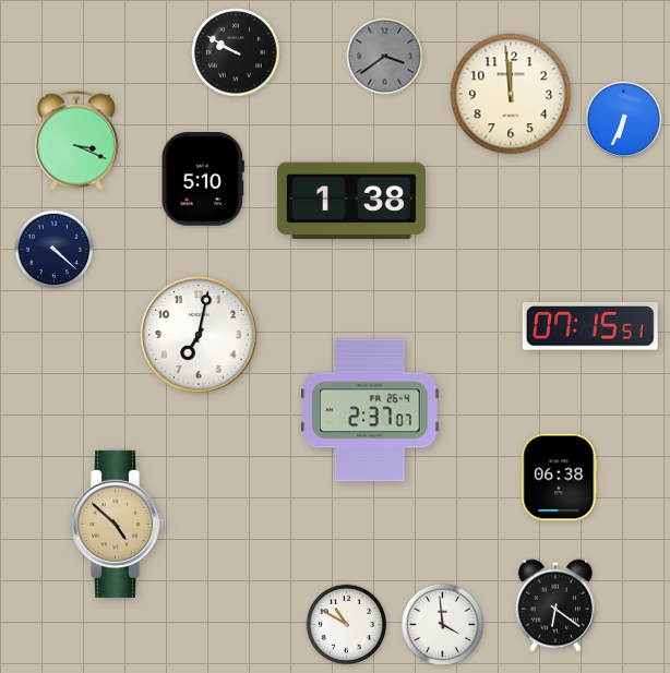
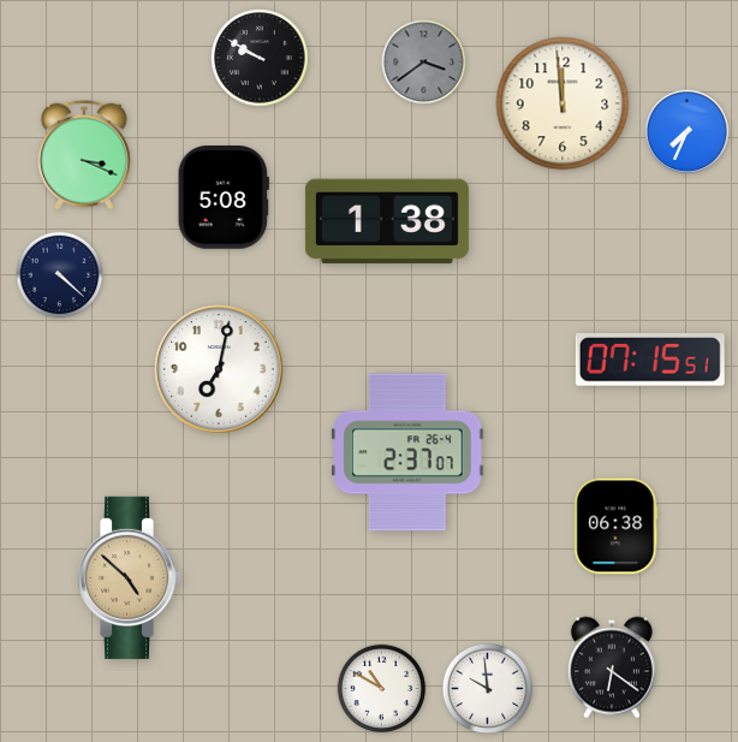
clock at (623, 119): 6:34 -> 7:34
clock at (203, 179): 5:10 -> 5:08
clock at (442, 624): 3:59 -> 9:59
